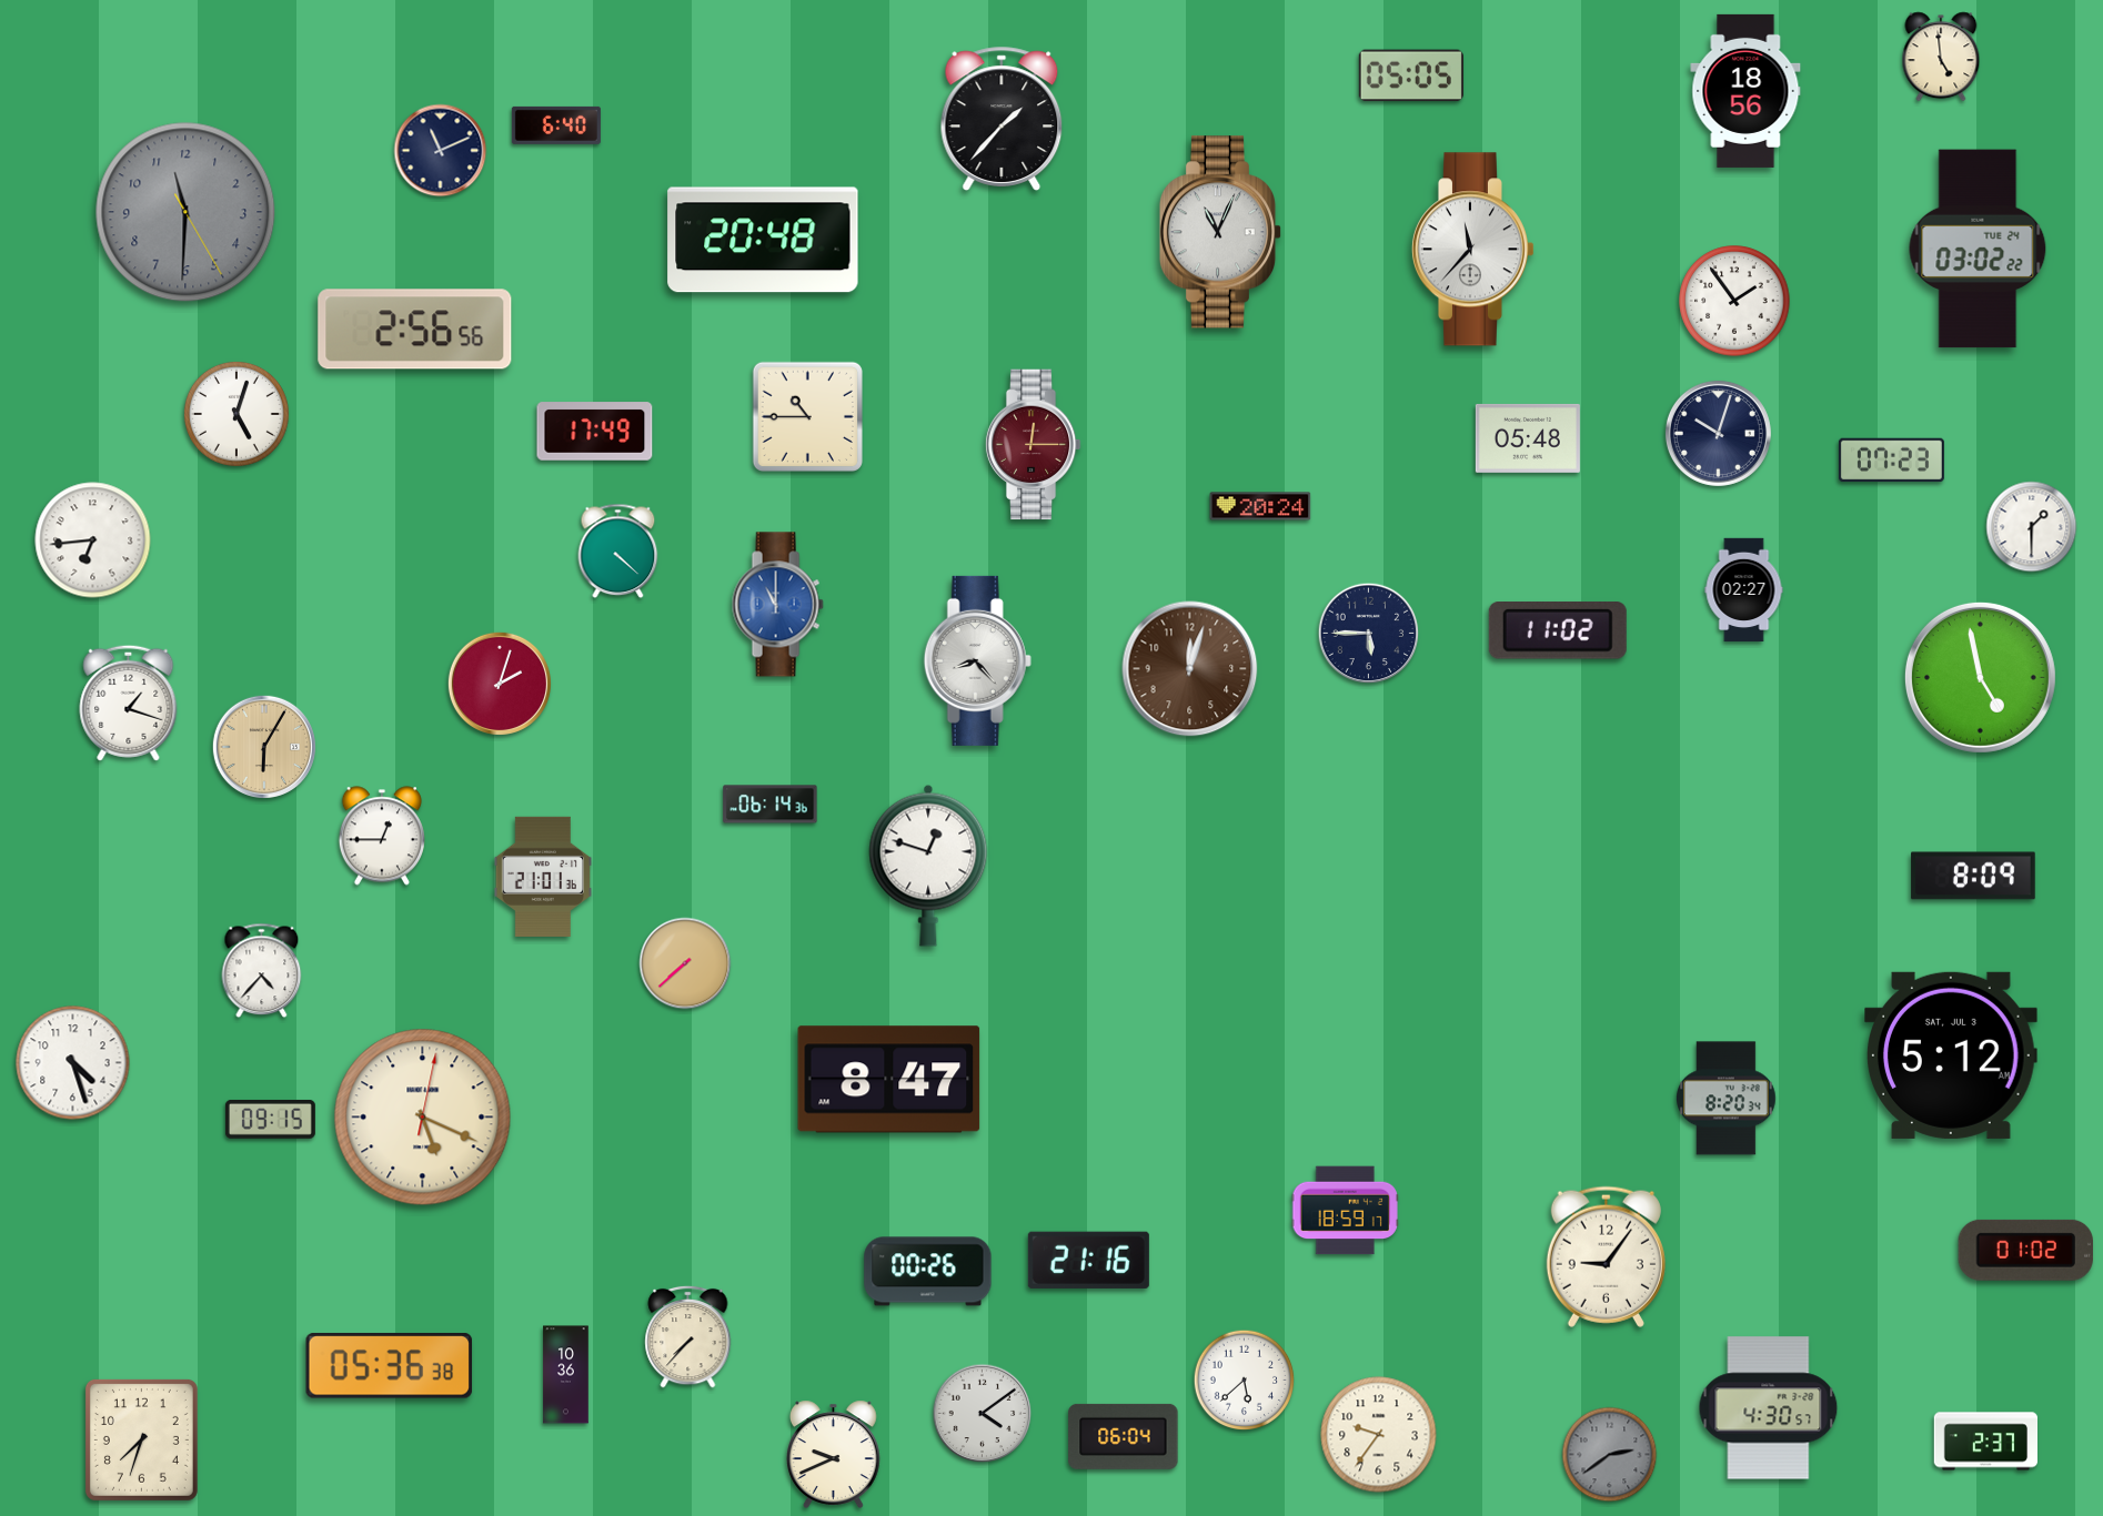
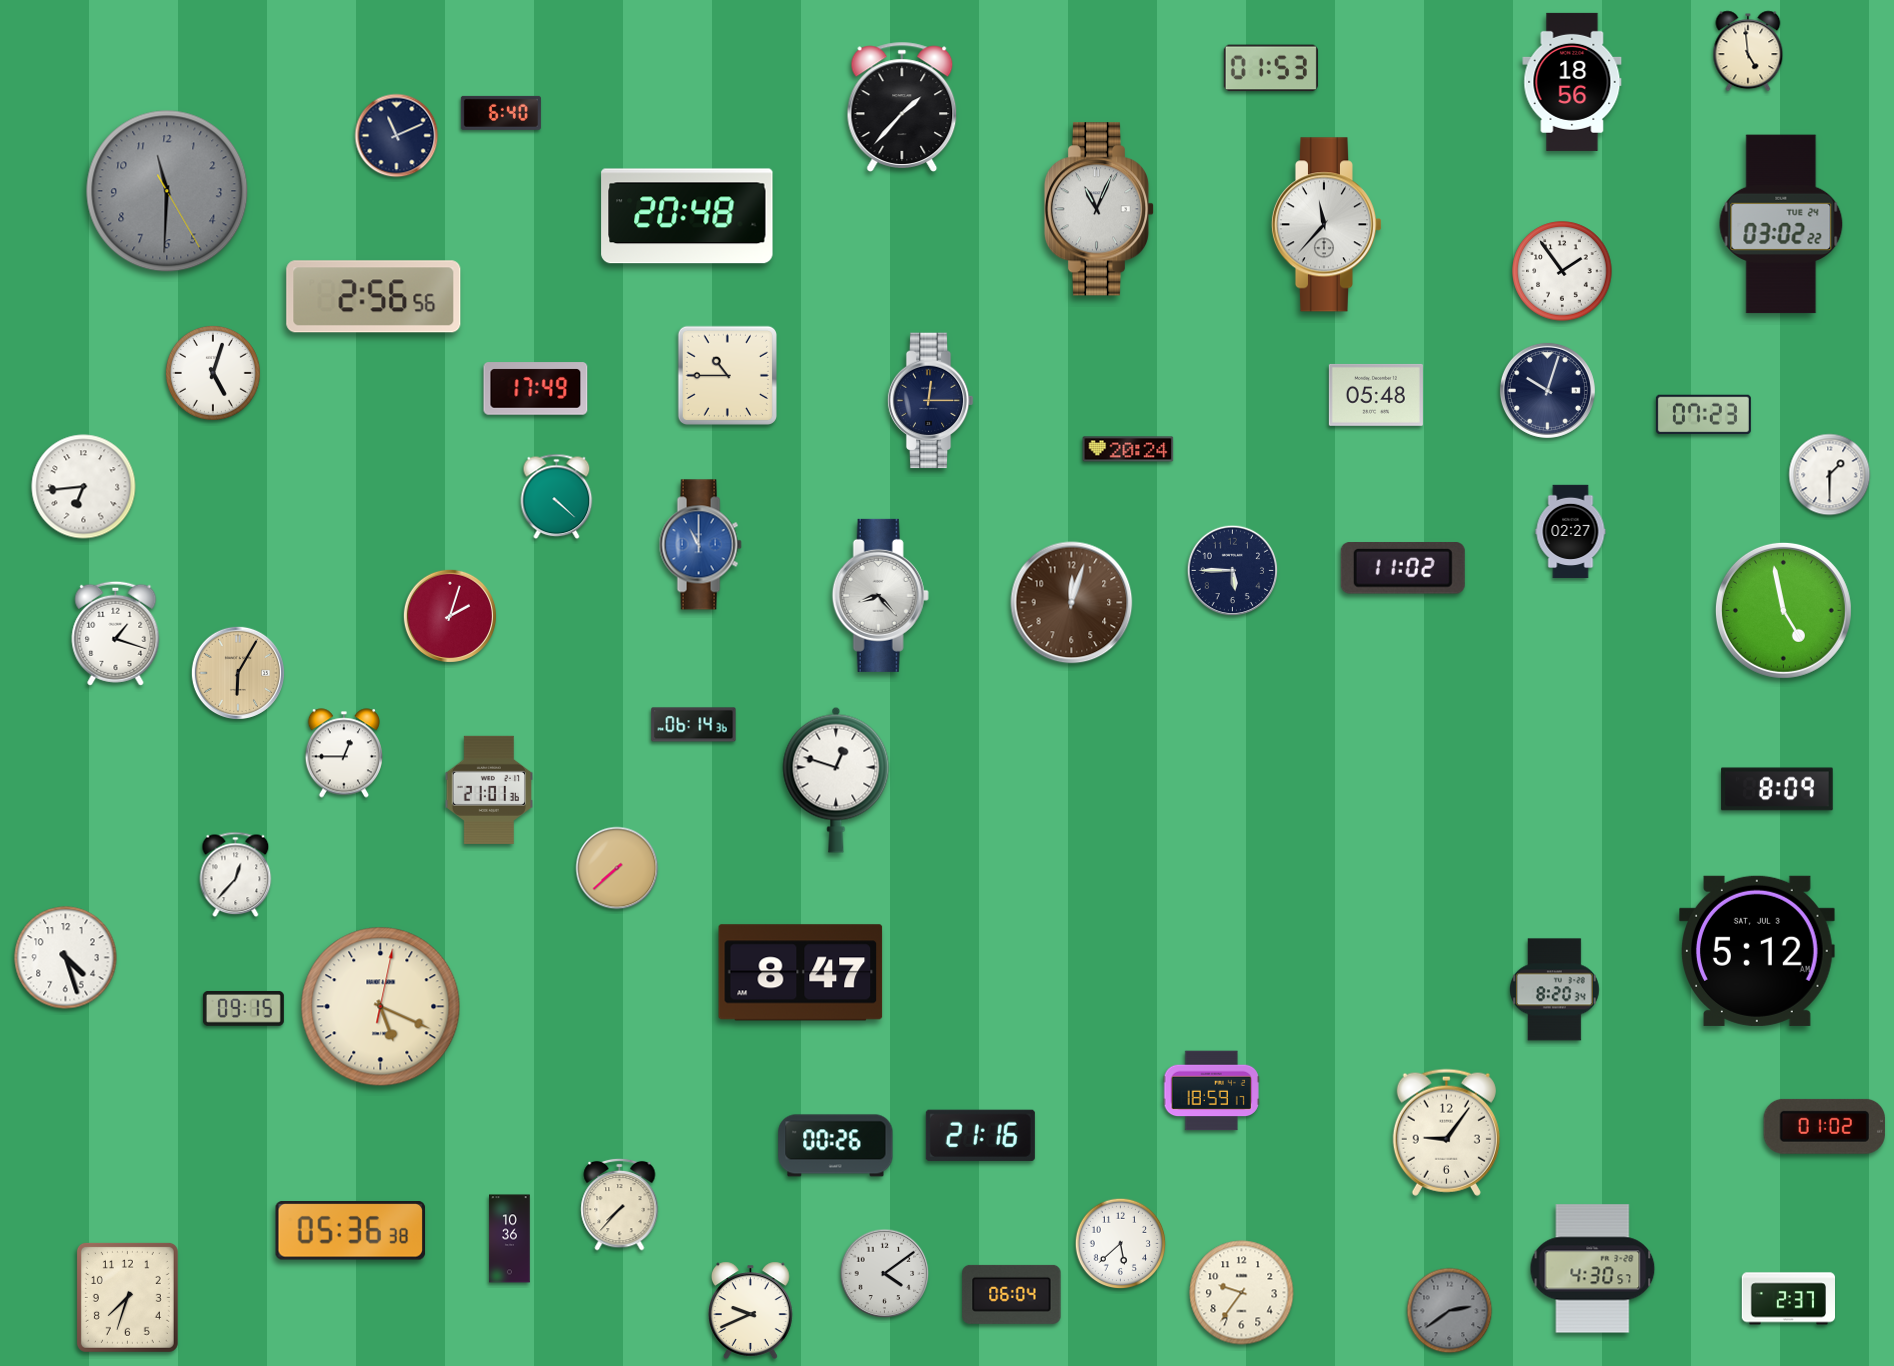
clock at (1411, 75): 05:05 -> 01:53
clock at (1033, 445) dial: burgundy -> navy
clock at (1260, 506) position: (1260, 506) -> (1128, 449)
clock at (262, 971): 4:37 -> 12:37
